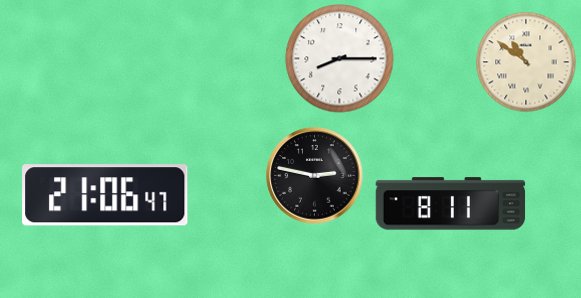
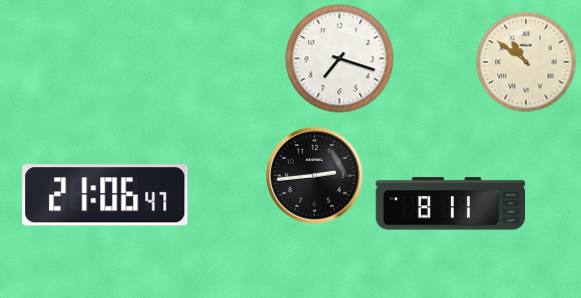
clock at (340, 59): 8:15 -> 7:18
clock at (315, 176): 2:47 -> 2:44
